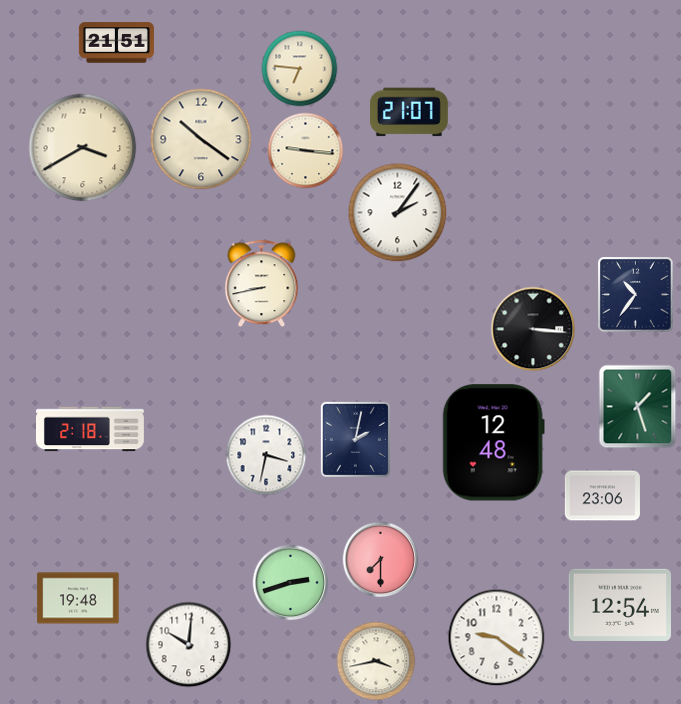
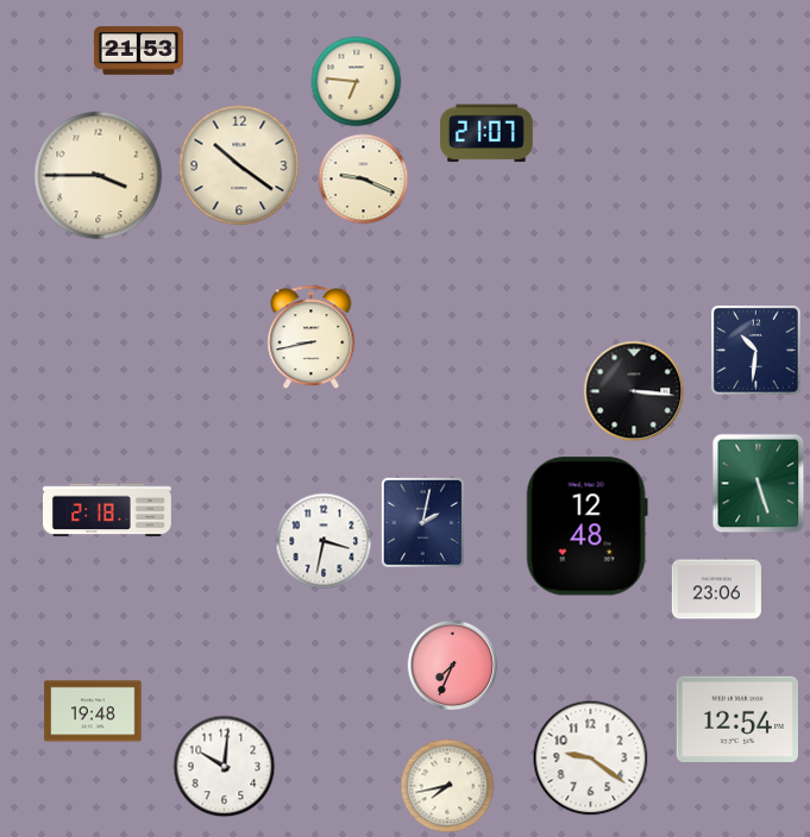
clock at (116, 43): 21:51 -> 21:53
clock at (83, 148): 3:40 -> 3:45
clock at (306, 151): 9:16 -> 9:19
clock at (398, 213): 2:06 -> none
clock at (636, 295): 10:36 -> 10:31
clock at (638, 407): 1:27 -> 5:27
clock at (266, 455) position: (266, 455) -> (324, 541)
clock at (381, 560): 7:30 -> 7:34
clock at (291, 583): 2:42 -> none
clock at (376, 661): 3:43 -> 7:43
